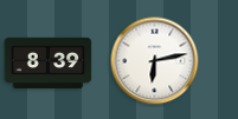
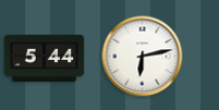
clock at (49, 64): 8:39 -> 5:44
